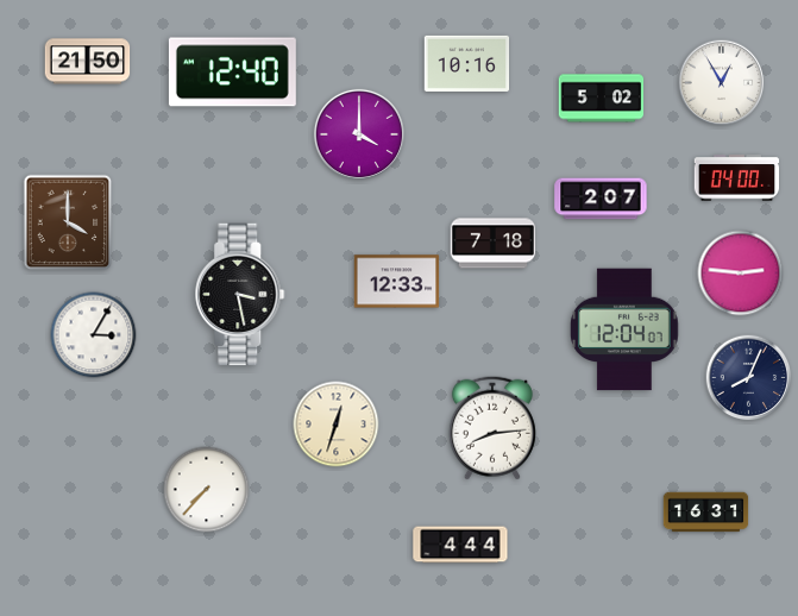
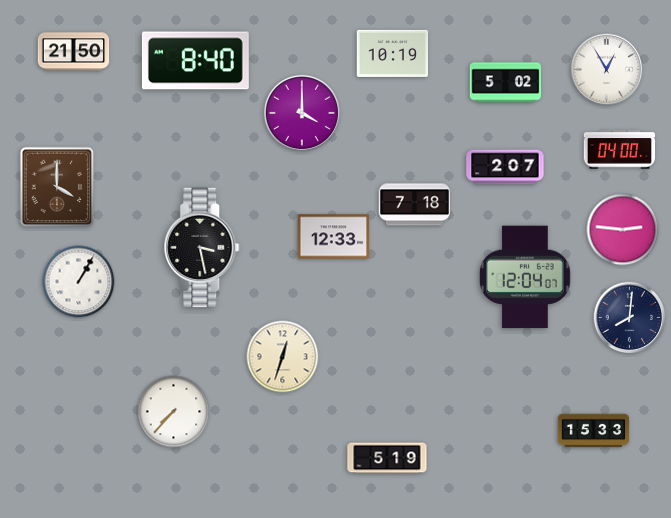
clock at (467, 63): 10:16 -> 10:19
clock at (232, 73): 12:40 -> 8:40
clock at (94, 335): 3:05 -> 1:05
clock at (749, 378): 8:04 -> 8:01
clock at (492, 428): 8:14 -> none
clock at (706, 513): 16:31 -> 15:33
clock at (460, 545): 4:44 -> 5:19
